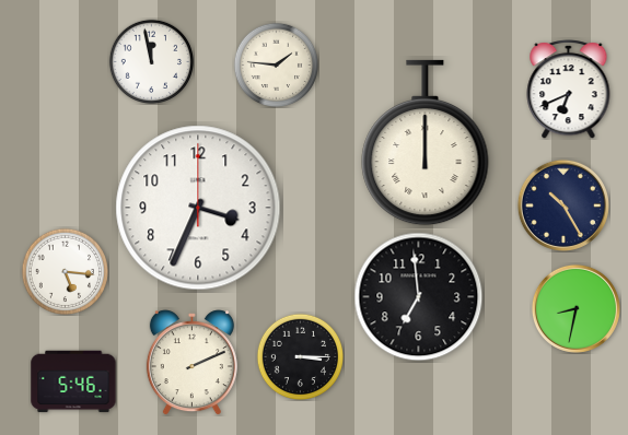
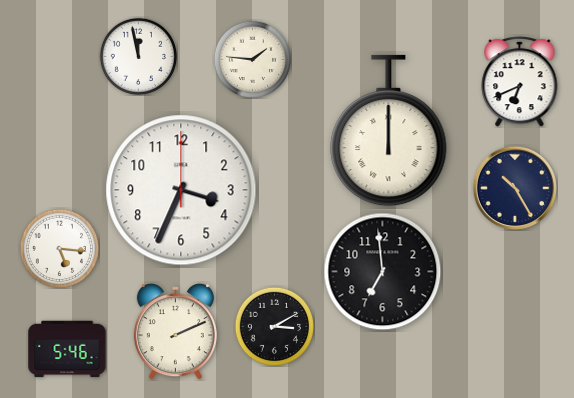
clock at (575, 308): 8:32 -> none
clock at (300, 356): 3:15 -> 3:10
